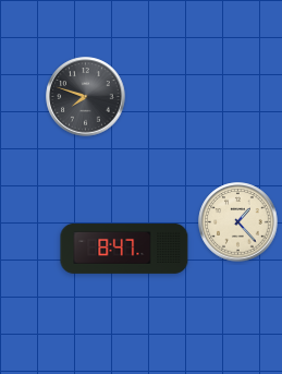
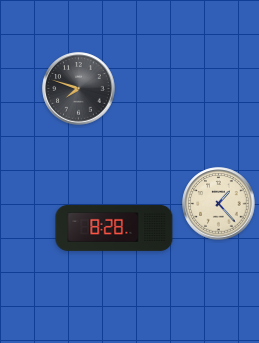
clock at (124, 249): 8:47 -> 8:28
